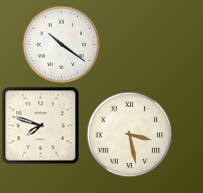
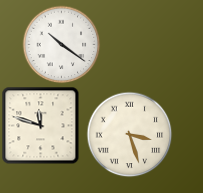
clock at (40, 125): 7:48 -> 11:48
clock at (129, 134): 3:28 -> 3:27
